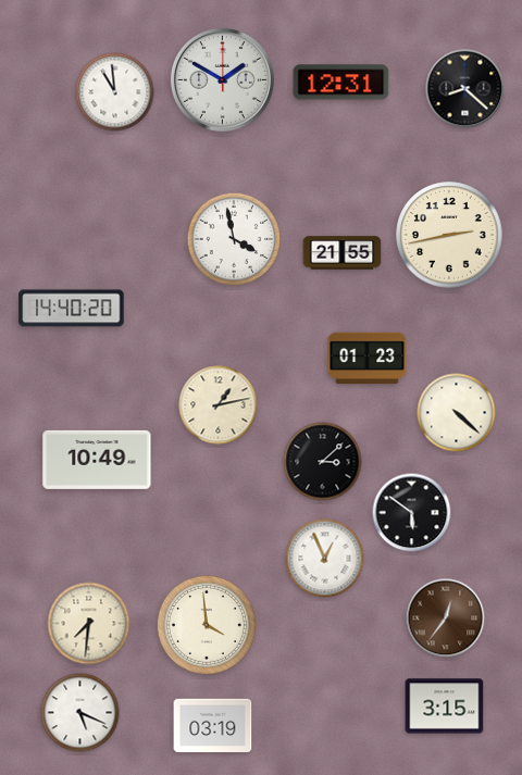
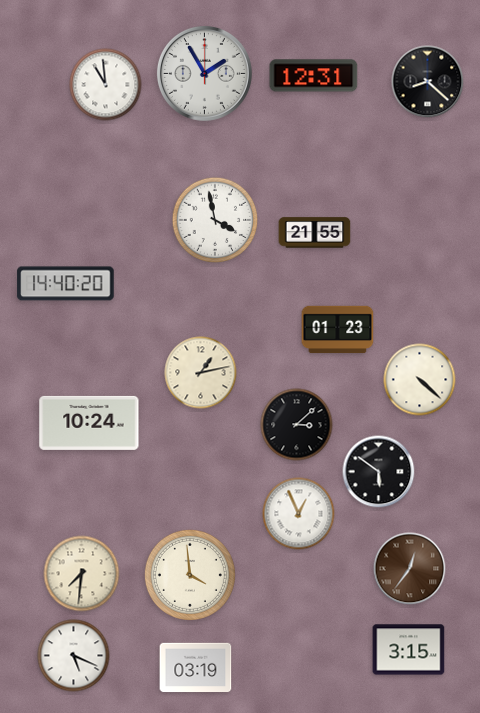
clock at (222, 79): 1:50 -> 1:55
clock at (449, 235): 2:43 -> none
clock at (97, 460): 10:49 -> 10:24
